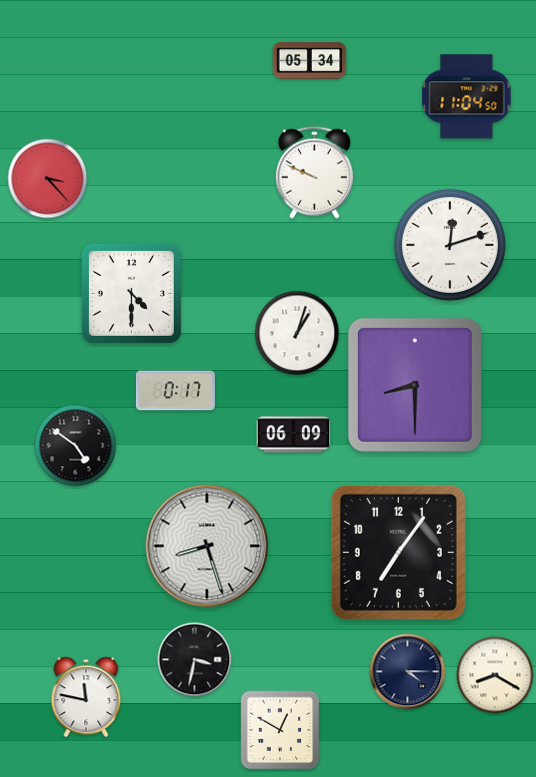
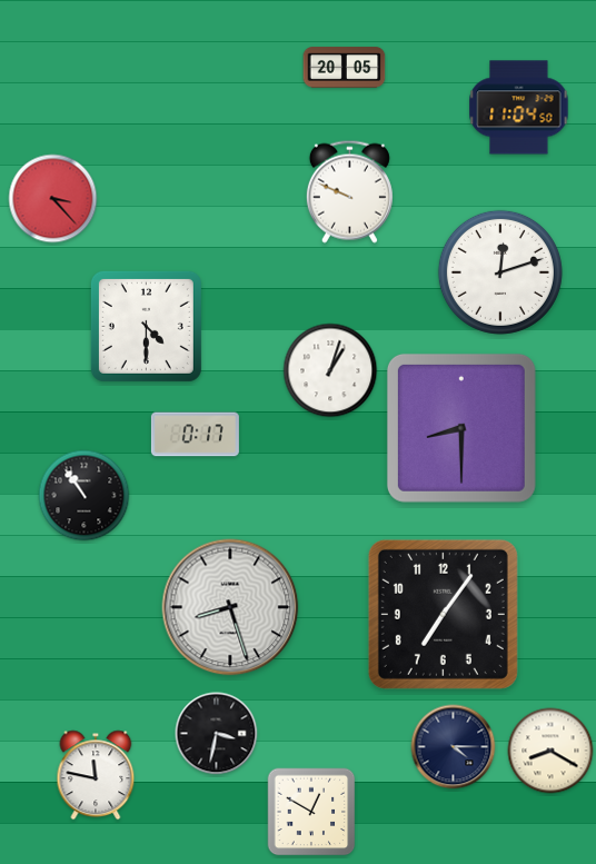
clock at (310, 61): 05:34 -> 20:05
clock at (294, 435): 06:09 -> none
clock at (76, 446): 4:51 -> 10:54
